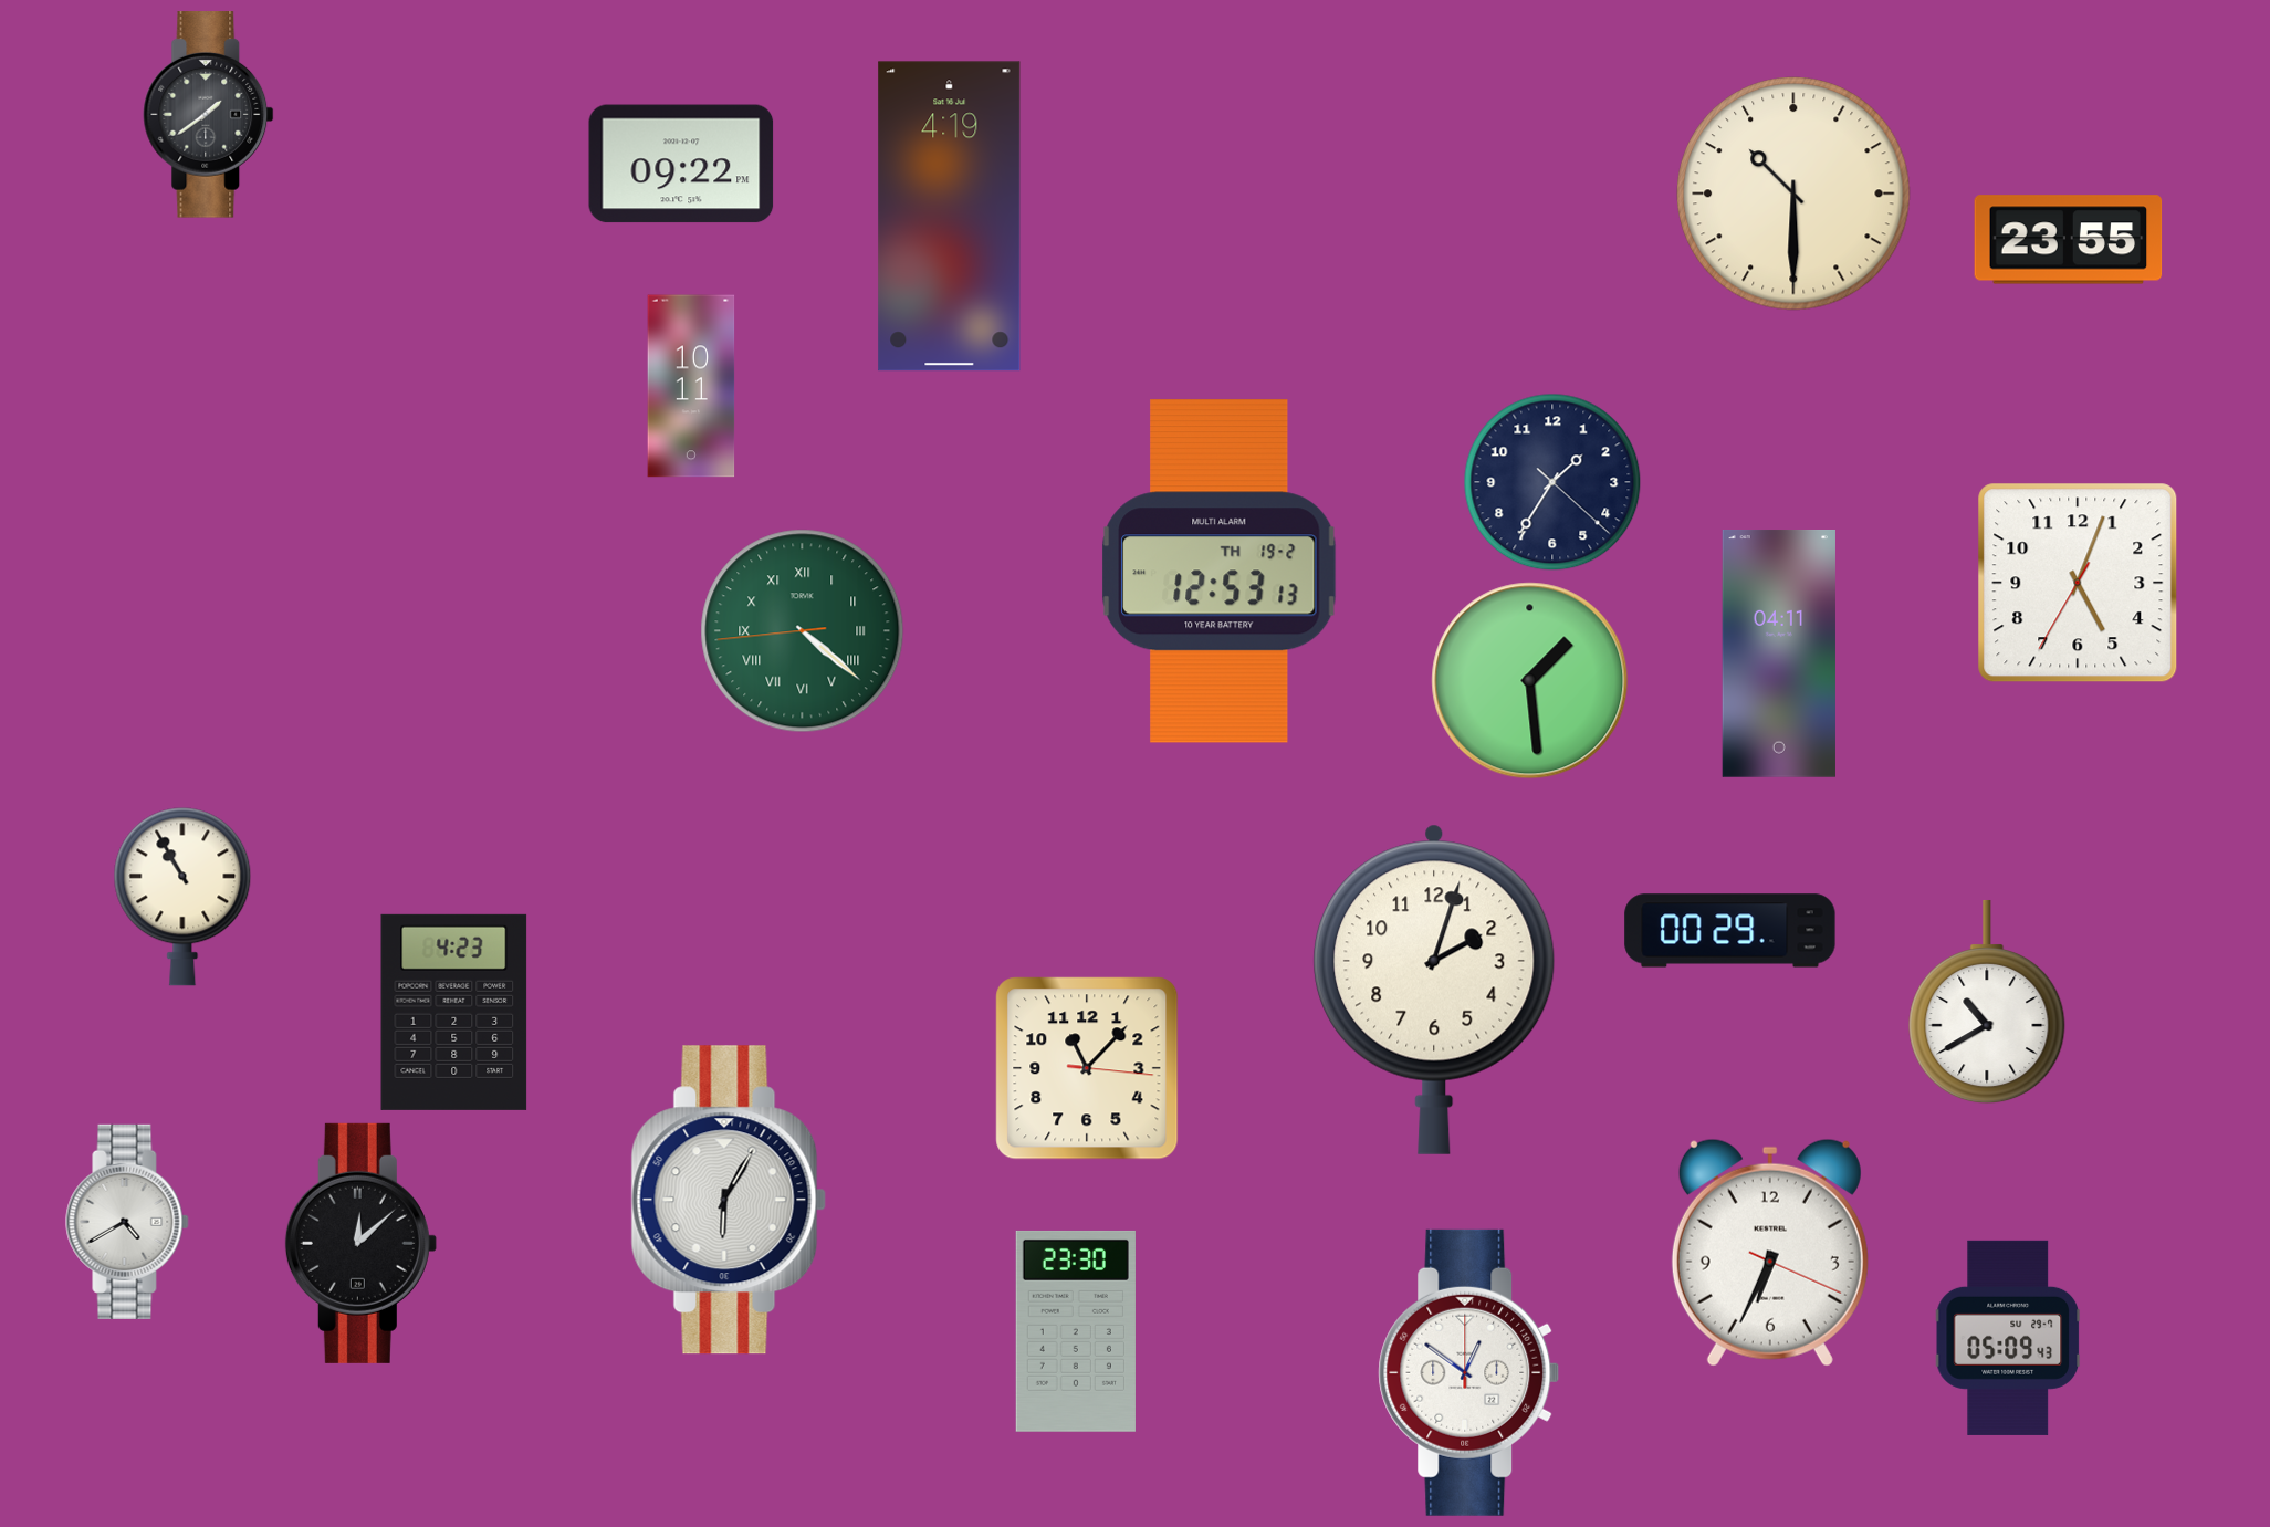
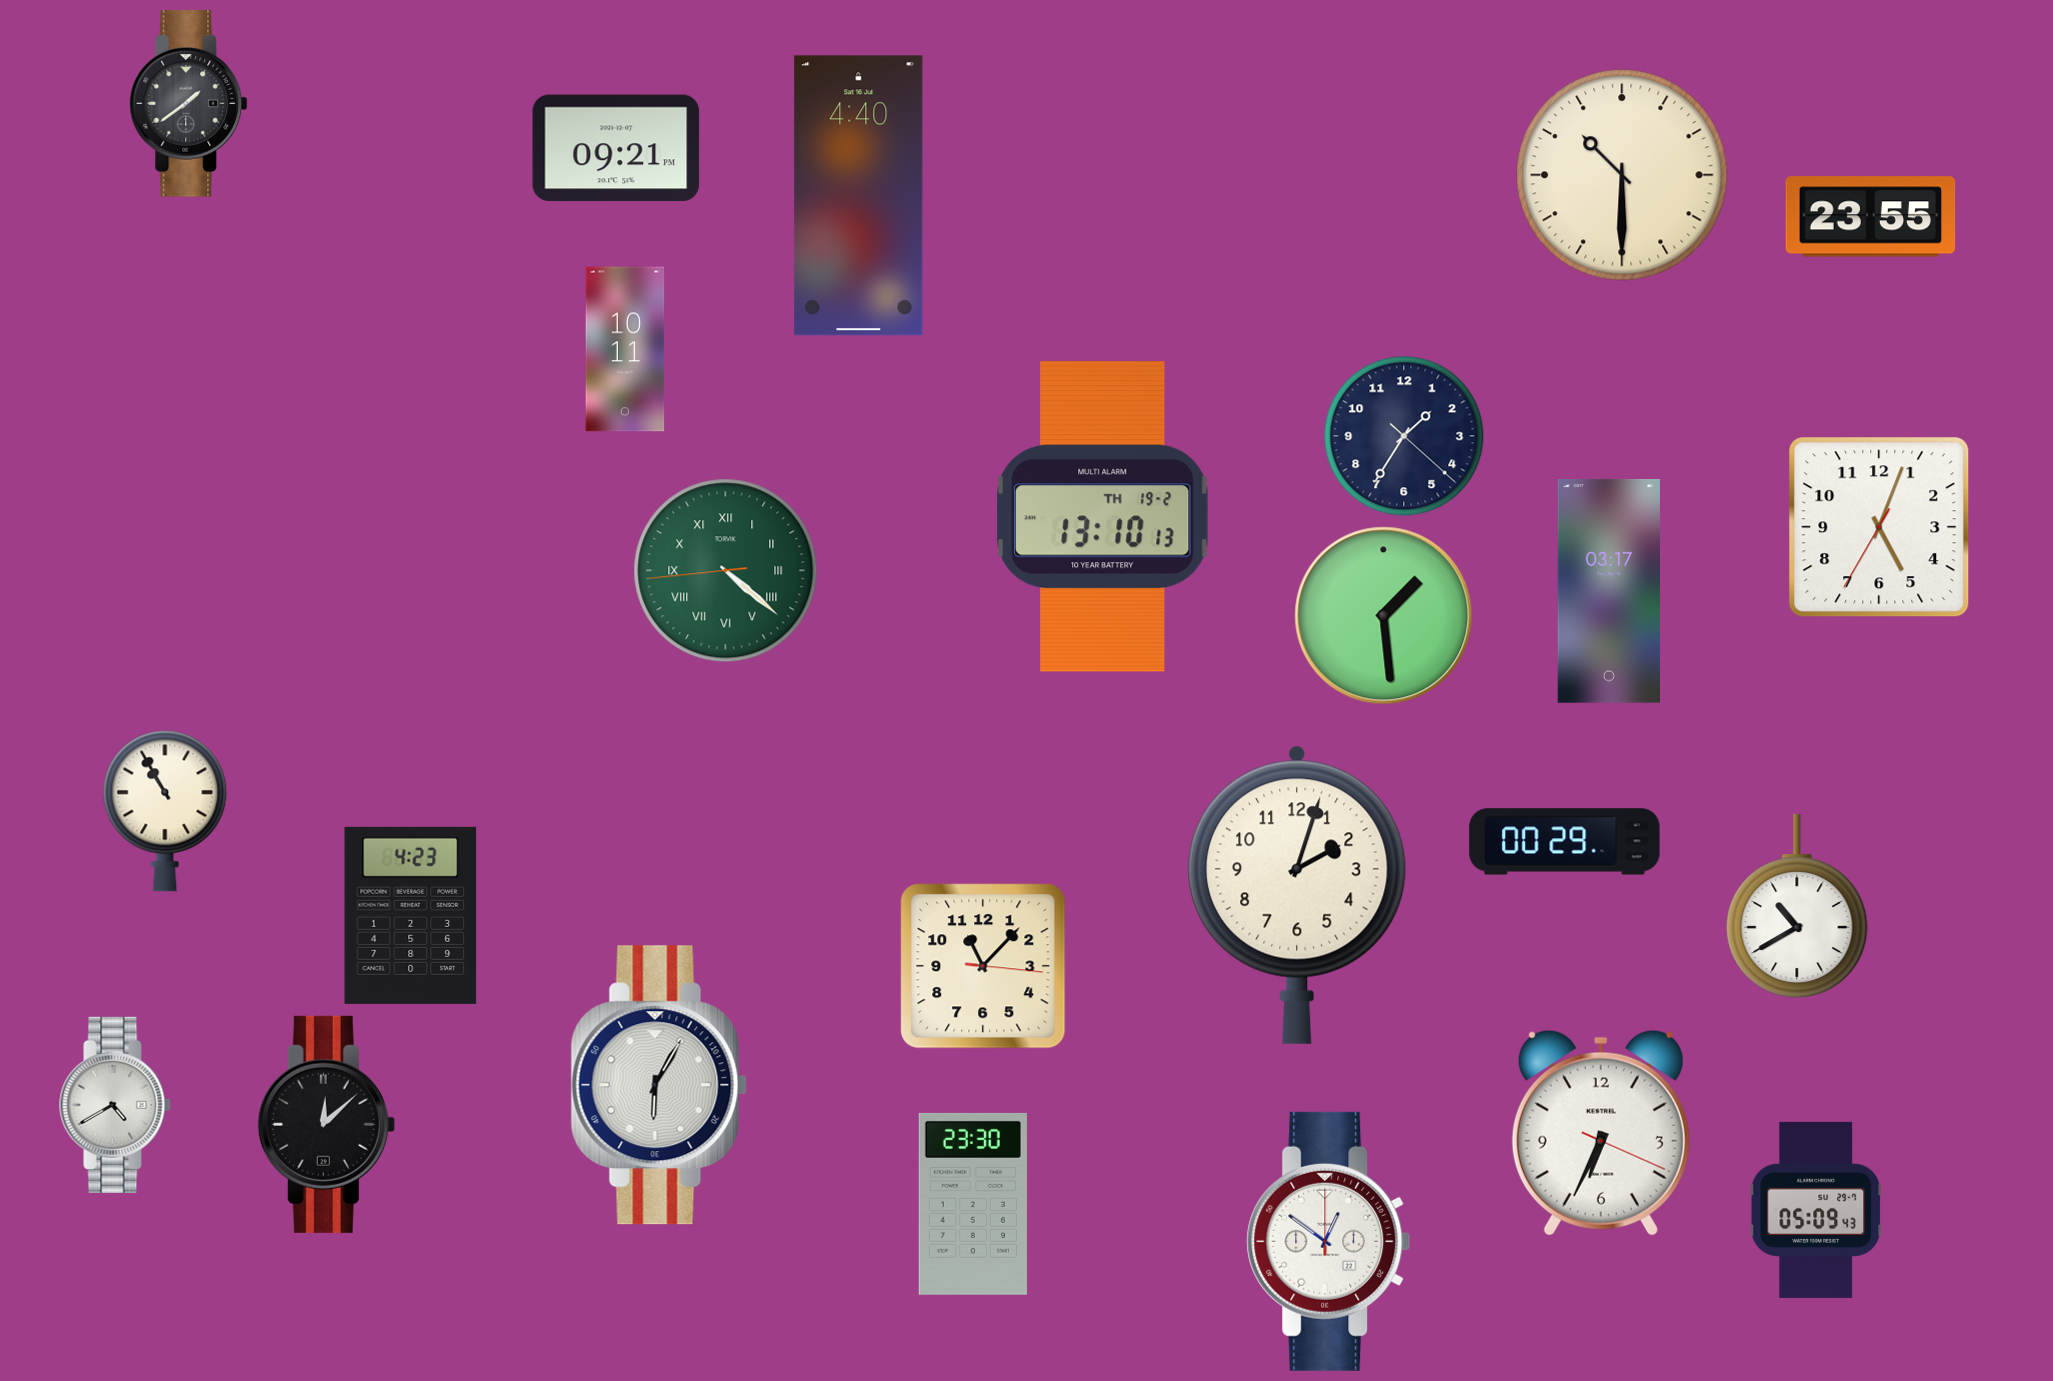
clock at (681, 164): 09:22 -> 09:21
clock at (950, 217): 4:19 -> 4:40
clock at (1220, 572): 12:53 -> 13:10
clock at (1779, 655): 04:11 -> 03:17
